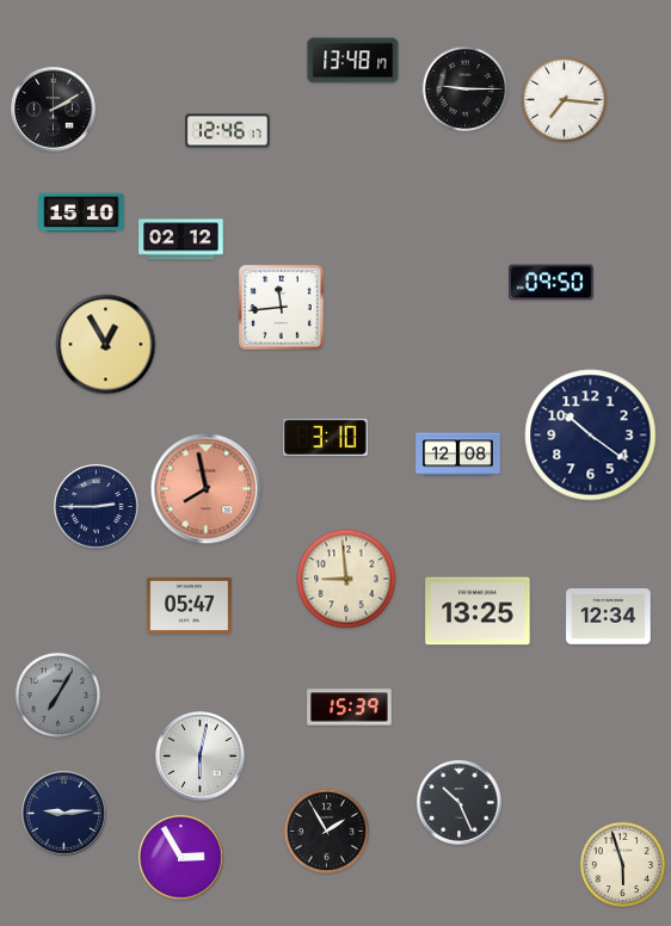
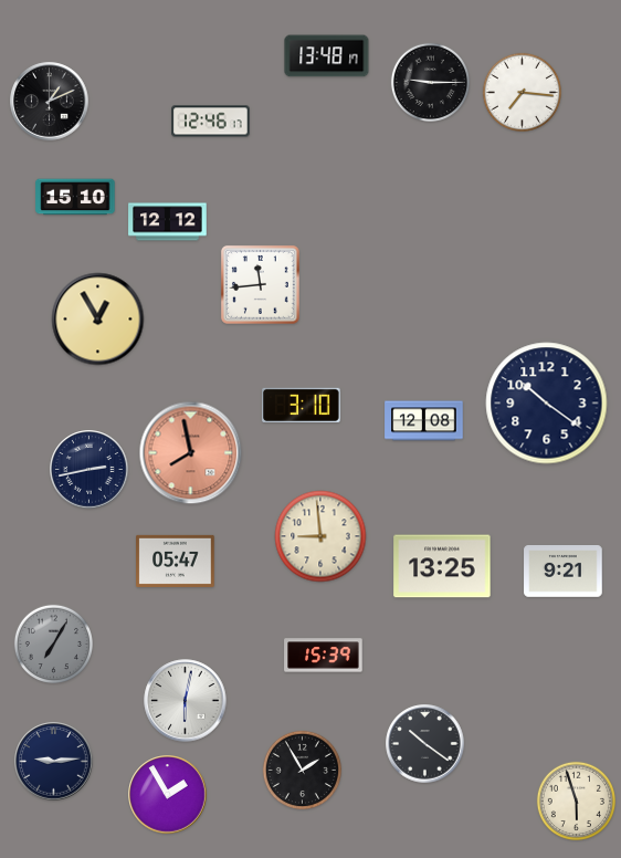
clock at (54, 110): 2:10 -> 1:11
clock at (181, 240): 02:12 -> 12:12
clock at (552, 283): 09:50 -> none
clock at (97, 507): 2:45 -> 2:43
clock at (609, 617): 12:34 -> 9:21
clock at (460, 803): 10:26 -> 10:21
clock at (64, 814) position: (64, 814) -> (54, 762)
clock at (181, 858): 2:55 -> 1:55
